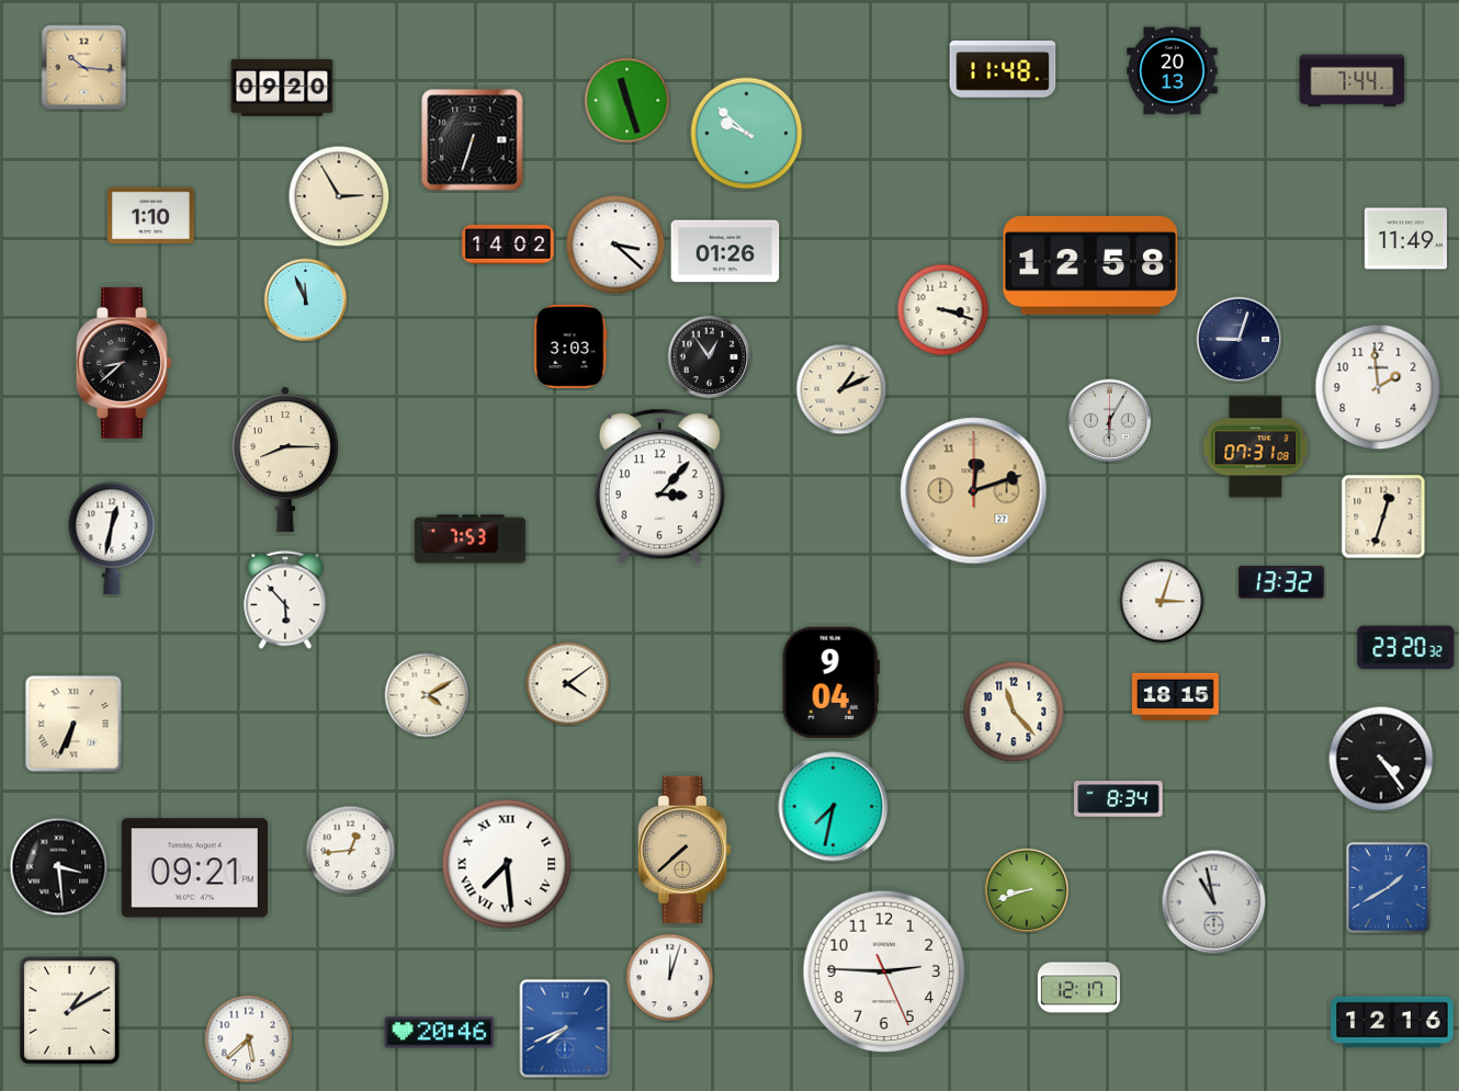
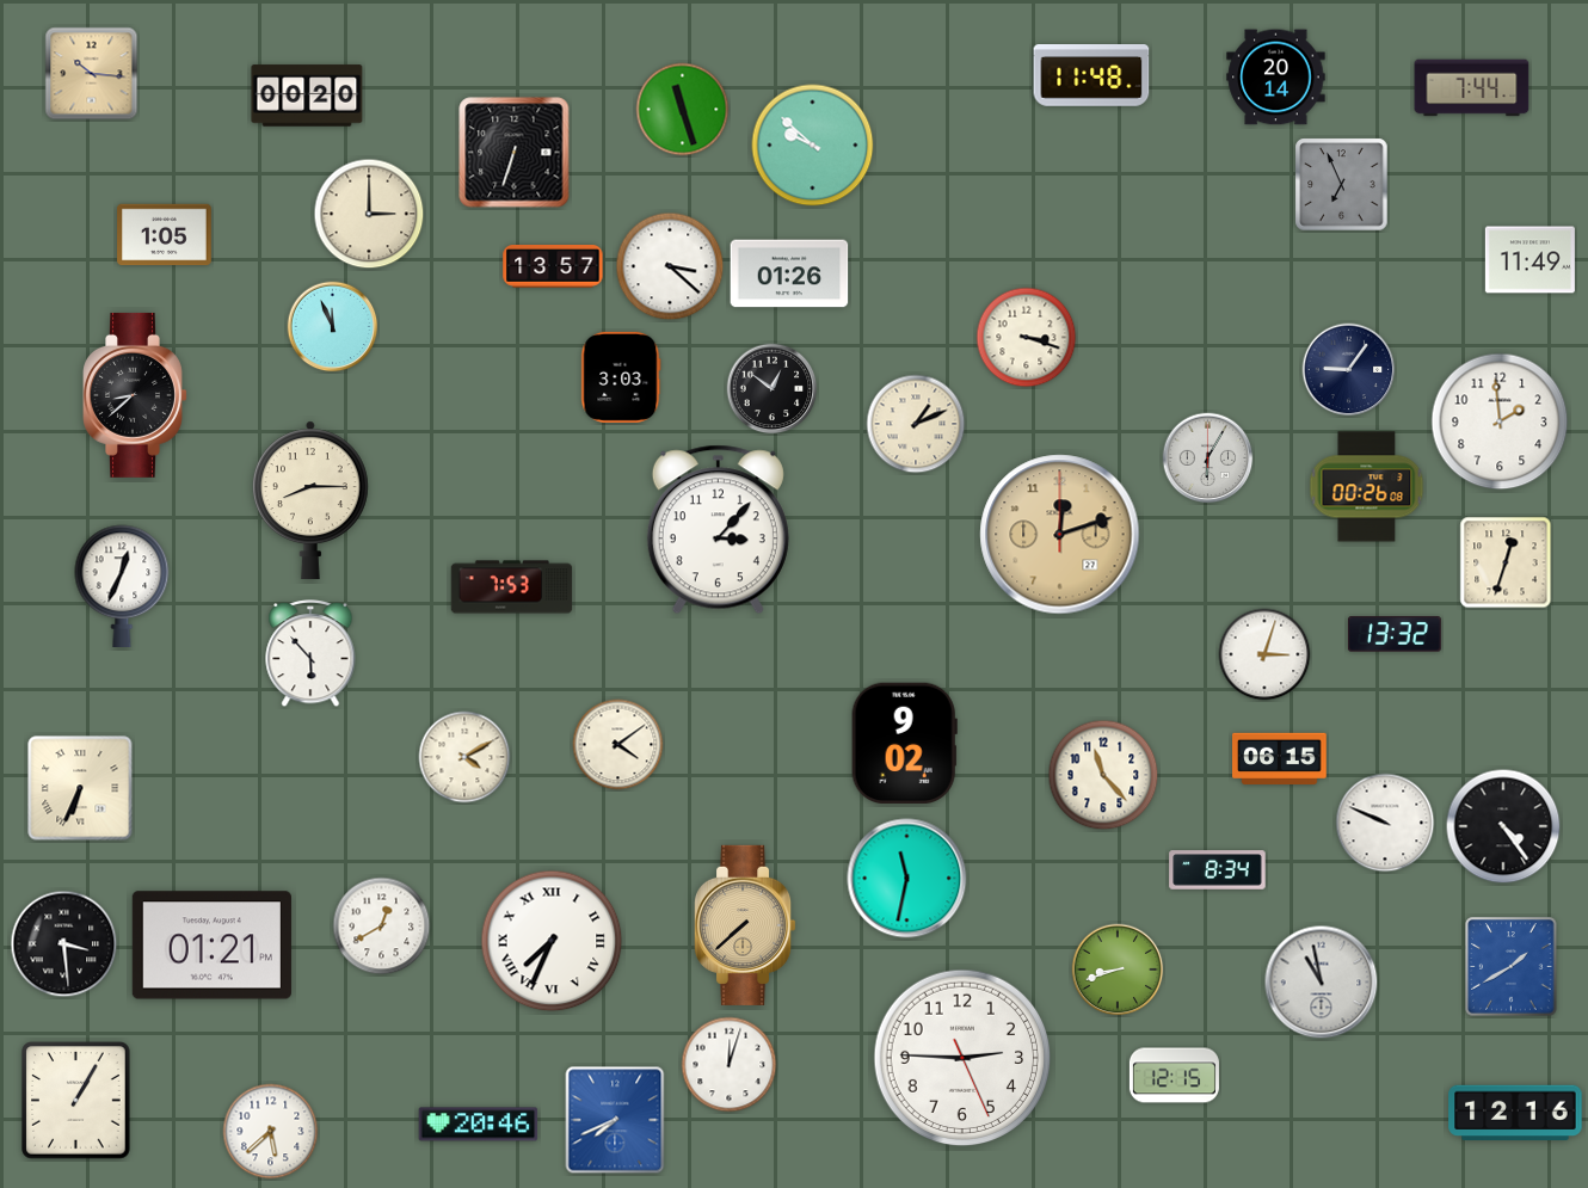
clock at (1173, 71): 20:13 -> 20:14
clock at (282, 88): 09:20 -> 00:20
clock at (1342, 185): none -> 6:56
clock at (339, 196): 2:55 -> 3:00
clock at (151, 216): 1:10 -> 1:05
clock at (508, 246): 14:02 -> 13:57
clock at (1090, 265): 12:58 -> none
clock at (1240, 340): 9:03 -> 9:06
clock at (710, 357): 12:54 -> 12:51
clock at (1256, 447): 07:31 -> 00:26
clock at (112, 537): 12:32 -> 12:34
clock at (1406, 648): 23:20 -> none
clock at (830, 682): 9:04 -> 9:02
clock at (1176, 697): 18:15 -> 06:15
clock at (1385, 823): none -> 9:49
clock at (834, 807): 7:32 -> 11:32
clock at (351, 851): 12:44 -> 12:40
clock at (507, 864): 7:29 -> 7:34
clock at (194, 868): 09:21 -> 01:21
clock at (1078, 988): 12:17 -> 12:15
clock at (70, 1011): 1:10 -> 1:05
